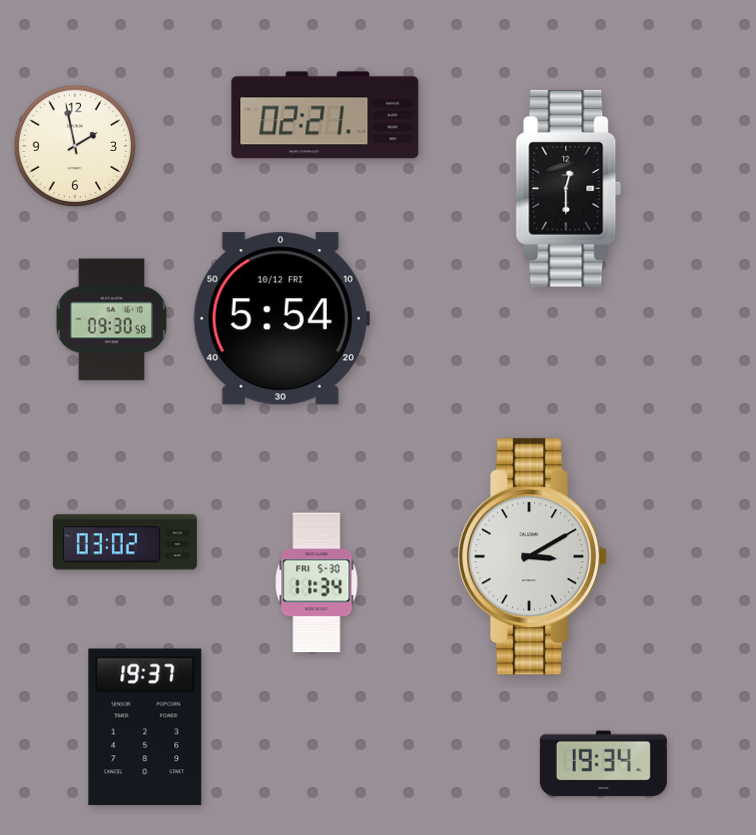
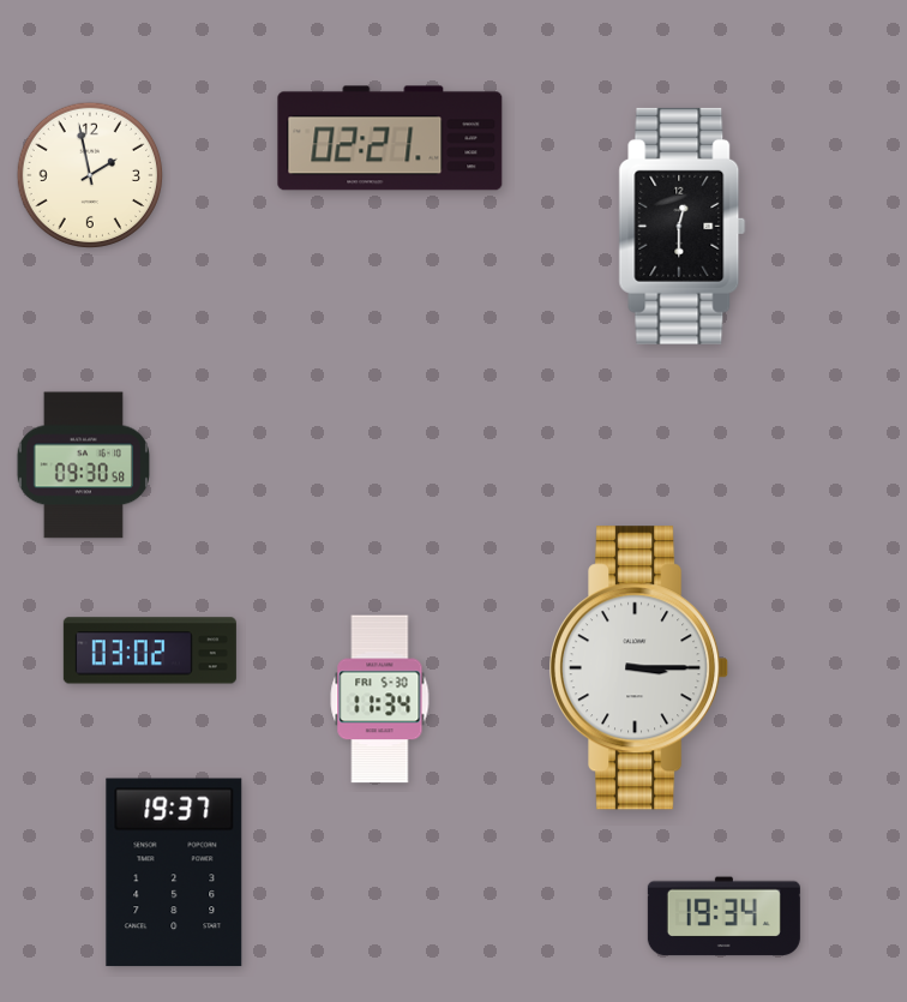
clock at (281, 319): 5:54 -> none
clock at (111, 320) position: (111, 320) -> (83, 466)
clock at (534, 557): 3:10 -> 3:15
